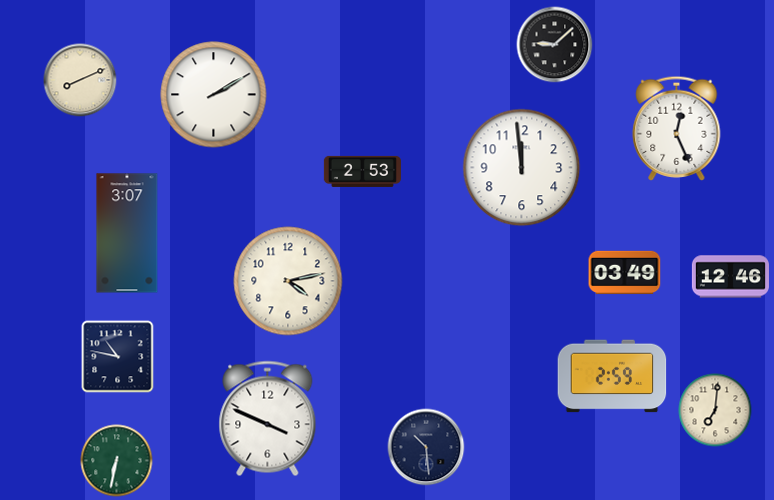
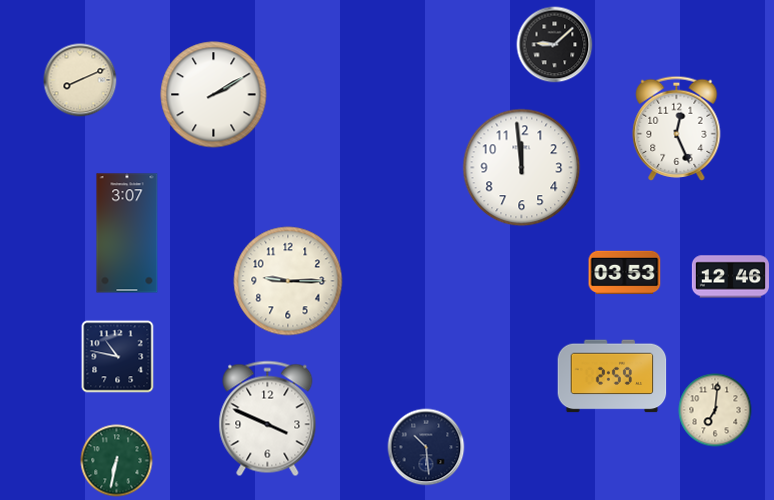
clock at (362, 171): 2:53 -> none
clock at (625, 273): 03:49 -> 03:53
clock at (288, 281): 4:13 -> 9:15
